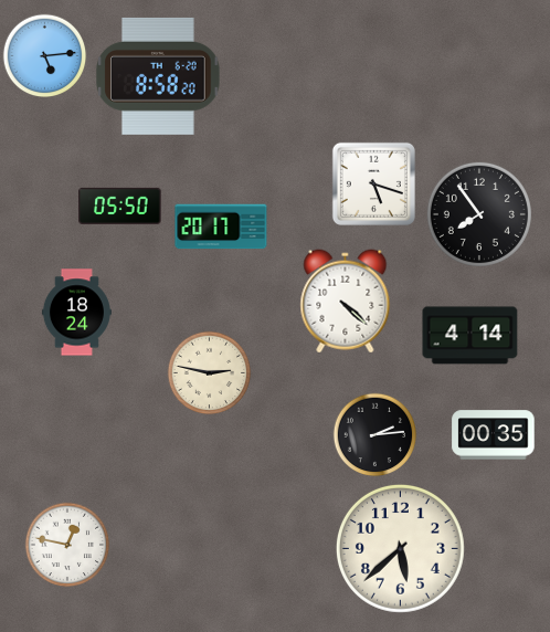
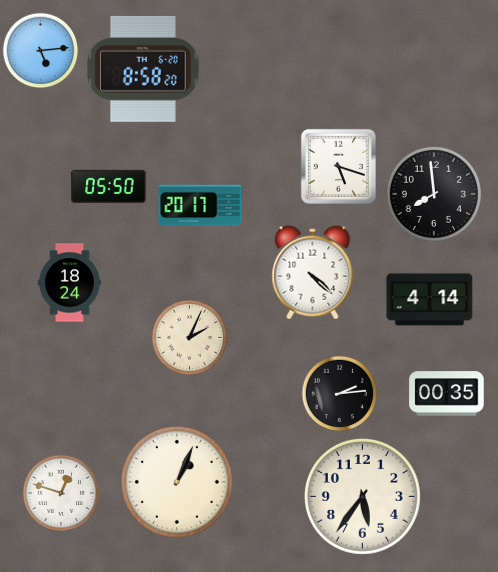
clock at (479, 214): 7:54 -> 7:59
clock at (470, 336) position: (470, 336) -> (430, 300)
clock at (210, 373): 2:47 -> 2:04
clock at (177, 482): none -> 1:04
clock at (67, 545): 12:47 -> 12:48
clock at (400, 548): 5:38 -> 5:36
